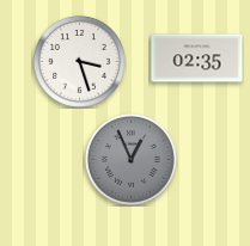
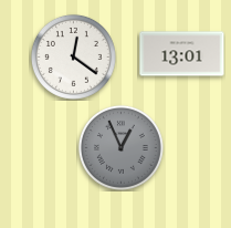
clock at (197, 59): 02:35 -> 13:01
clock at (79, 61): 3:27 -> 12:21
